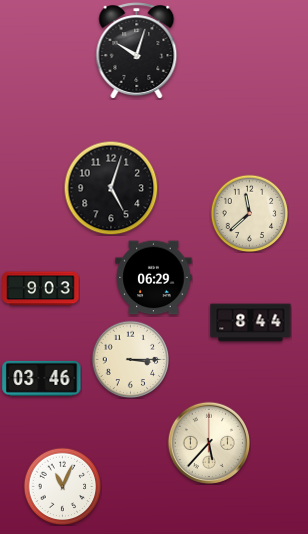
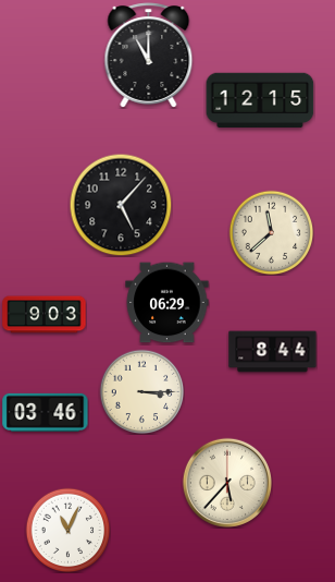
clock at (137, 51): 10:03 -> 11:00
clock at (260, 100): none -> 12:15
clock at (111, 188): 5:03 -> 5:07
